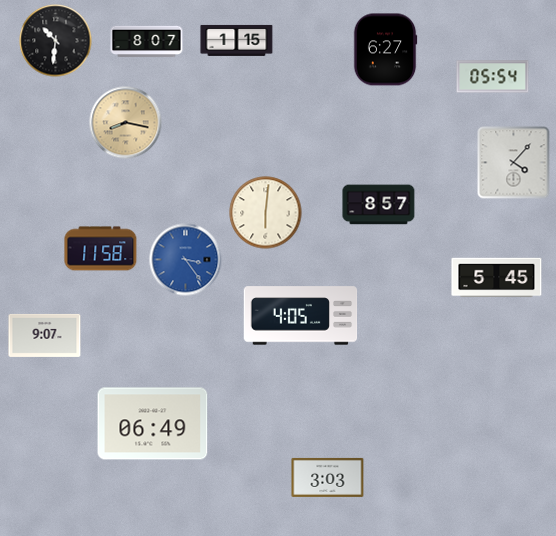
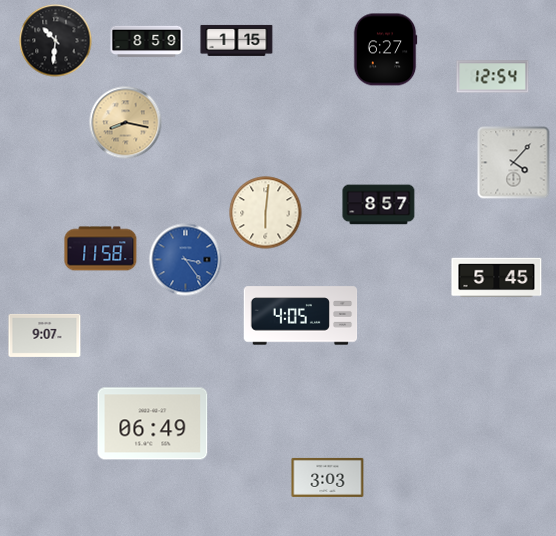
clock at (147, 42): 8:07 -> 8:59
clock at (493, 77): 05:54 -> 12:54
